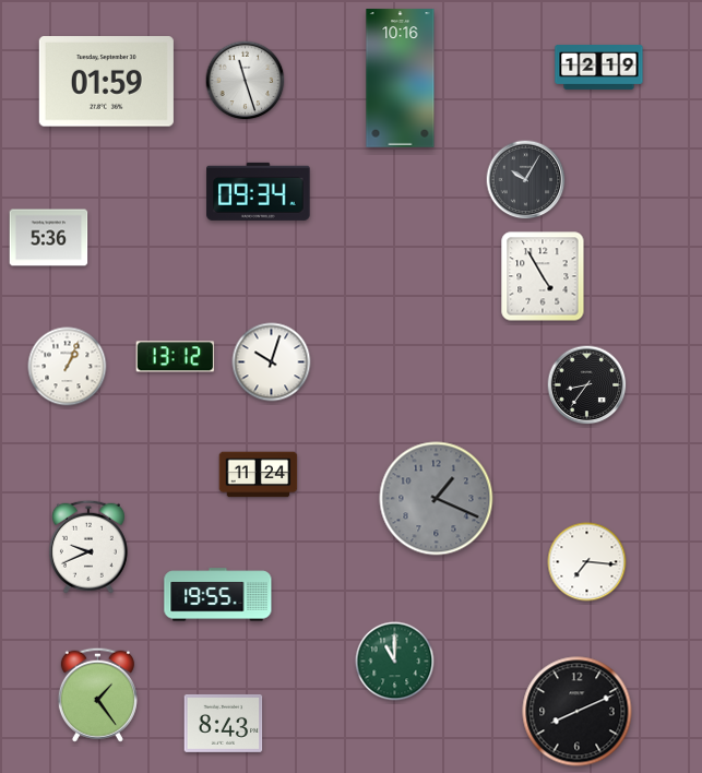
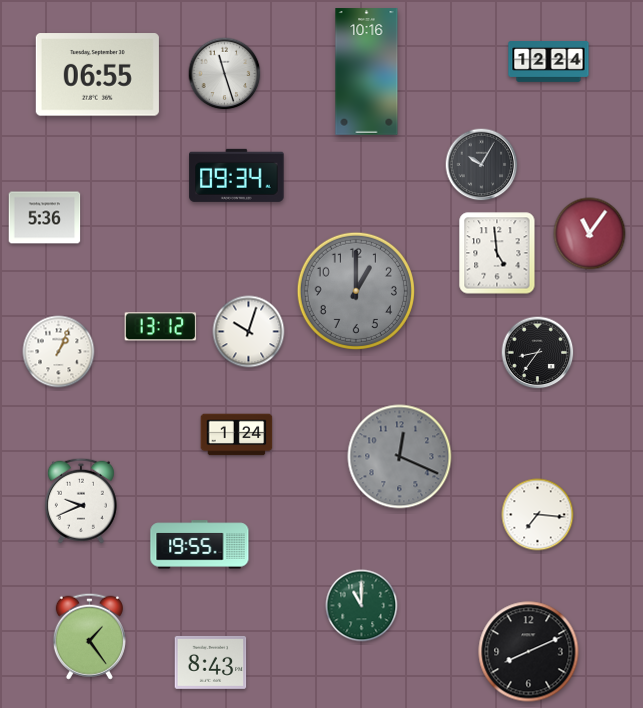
clock at (599, 68): 12:19 -> 12:24
clock at (106, 82): 01:59 -> 06:55
clock at (590, 234): none -> 11:06
clock at (543, 276): 4:55 -> 4:59
clock at (356, 291): none -> 1:00
clock at (68, 367) position: (68, 367) -> (59, 352)
clock at (259, 475): 11:24 -> 1:24
clock at (437, 499): 1:19 -> 12:19
clock at (224, 723) position: (224, 723) -> (211, 662)
